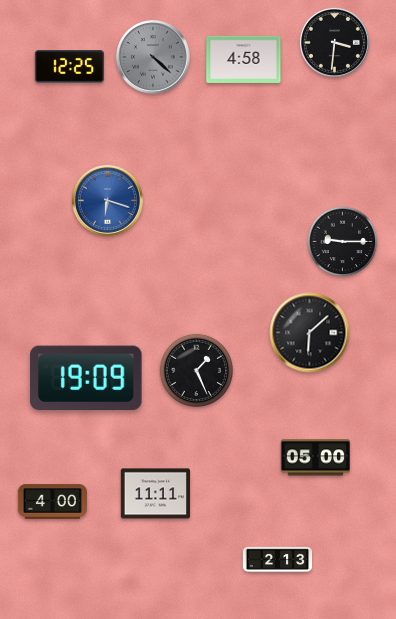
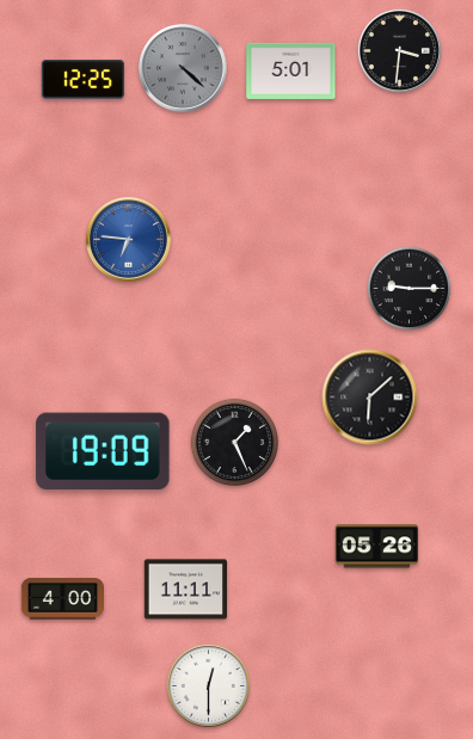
clock at (244, 59): 4:58 -> 5:01
clock at (107, 200): 6:18 -> 6:46
clock at (316, 458): 05:00 -> 05:26
clock at (278, 559): 2:13 -> none
clock at (208, 685): none -> 12:30
